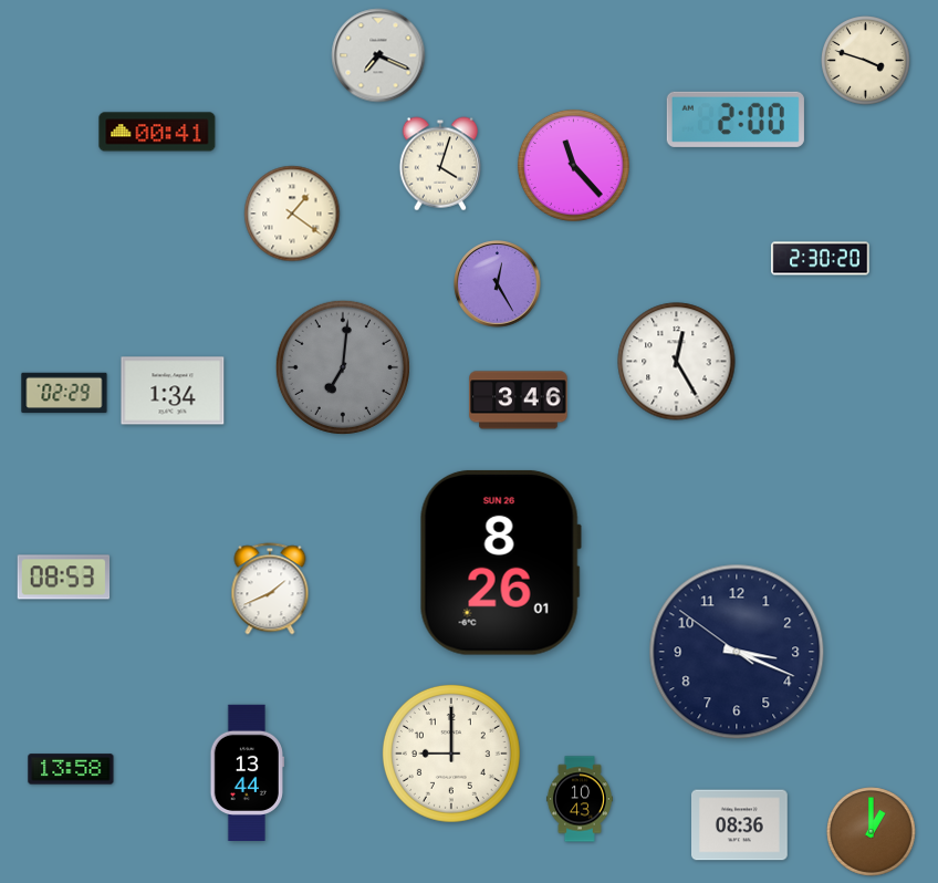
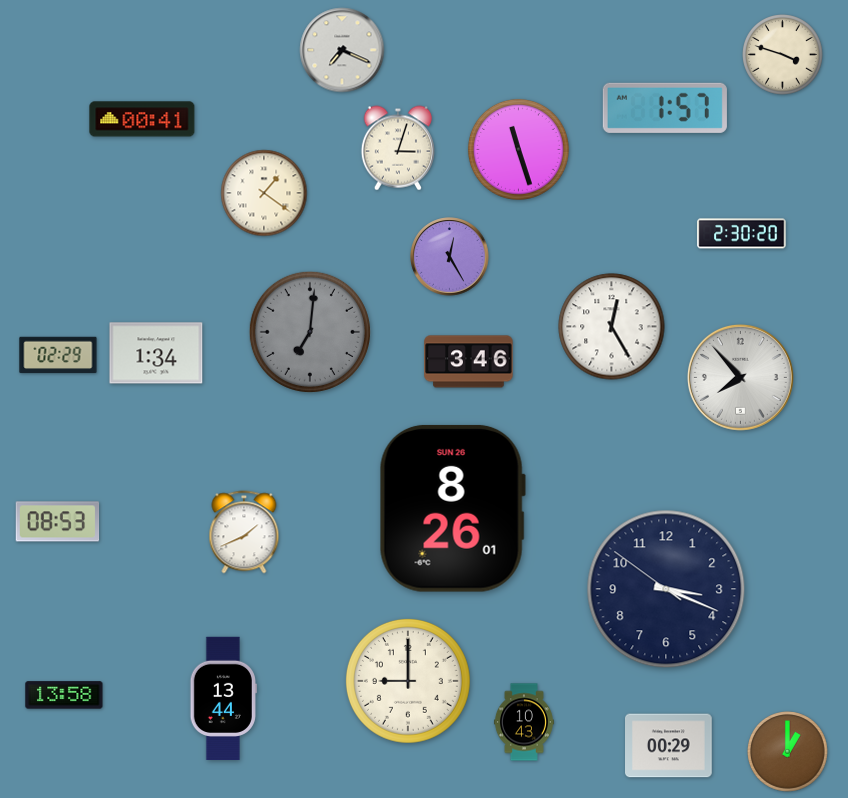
clock at (736, 120): 2:00 -> 1:57
clock at (440, 164): 4:03 -> 3:03
clock at (573, 165): 11:23 -> 11:27
clock at (740, 377): none -> 7:53
clock at (740, 825): 08:36 -> 00:29
